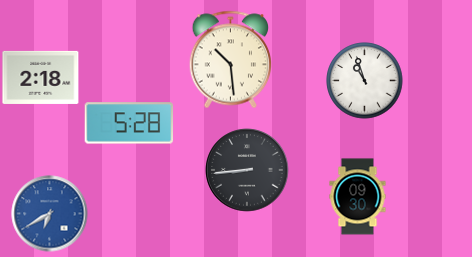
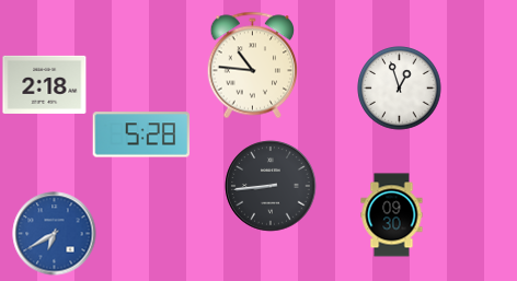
clock at (231, 60): 10:29 -> 10:46
clock at (365, 81): 10:57 -> 12:57
